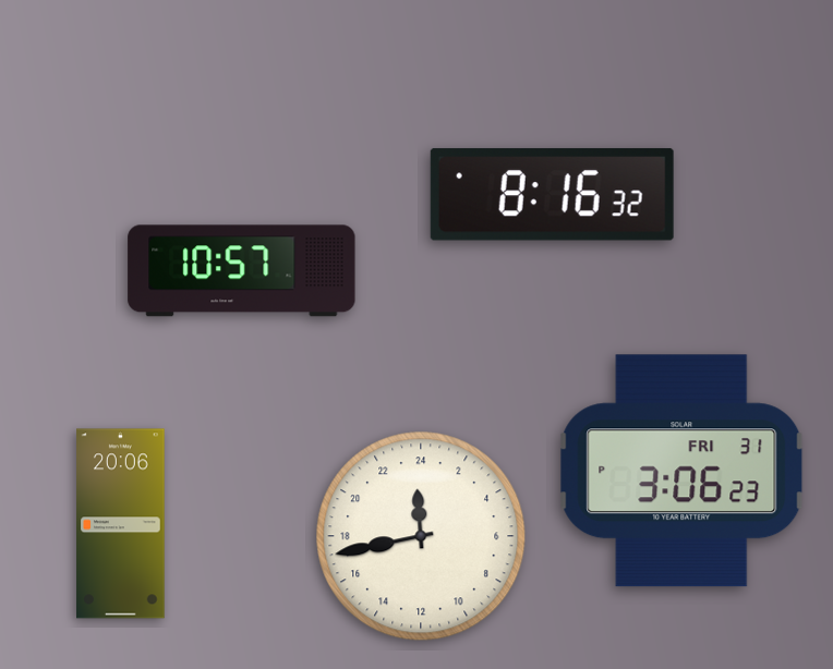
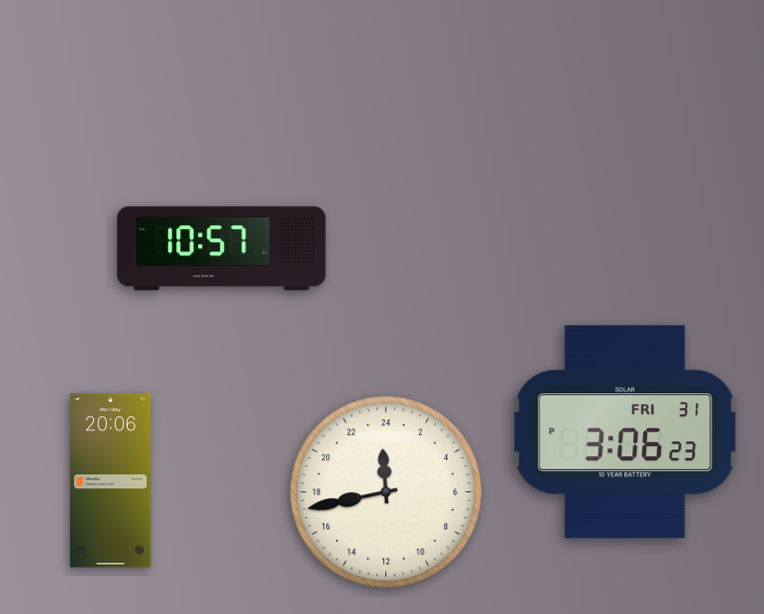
clock at (552, 194): 8:16 -> none
